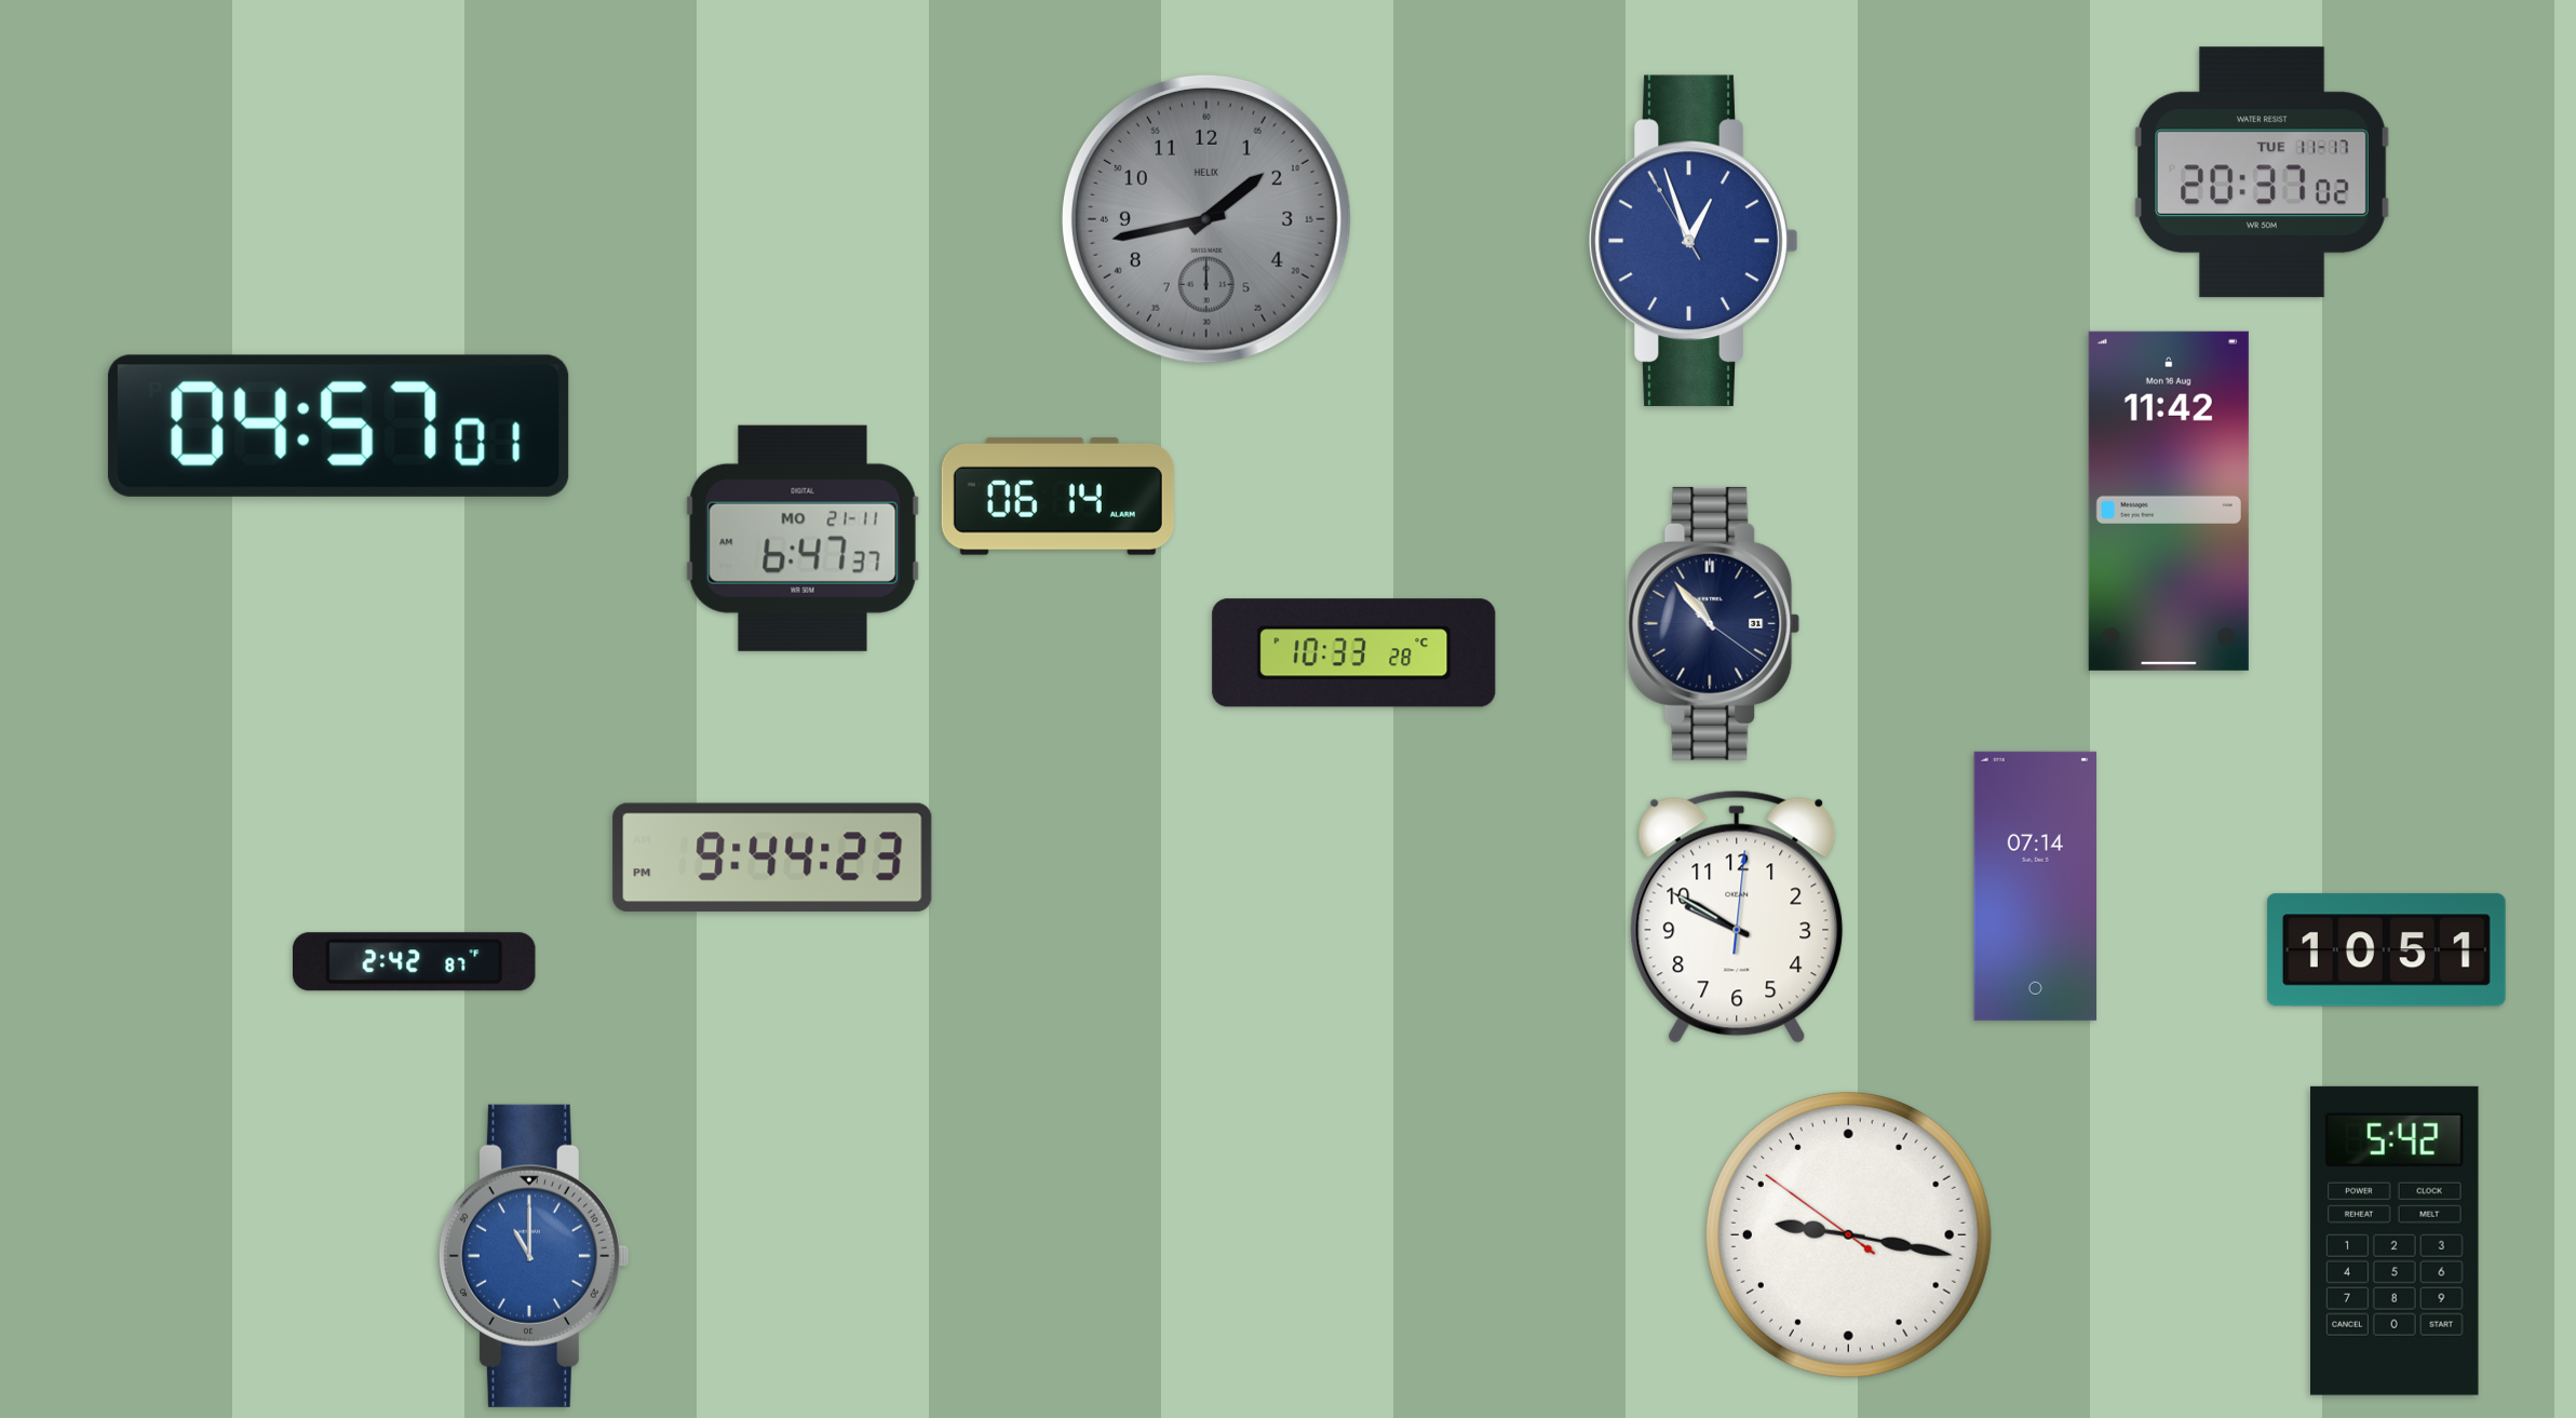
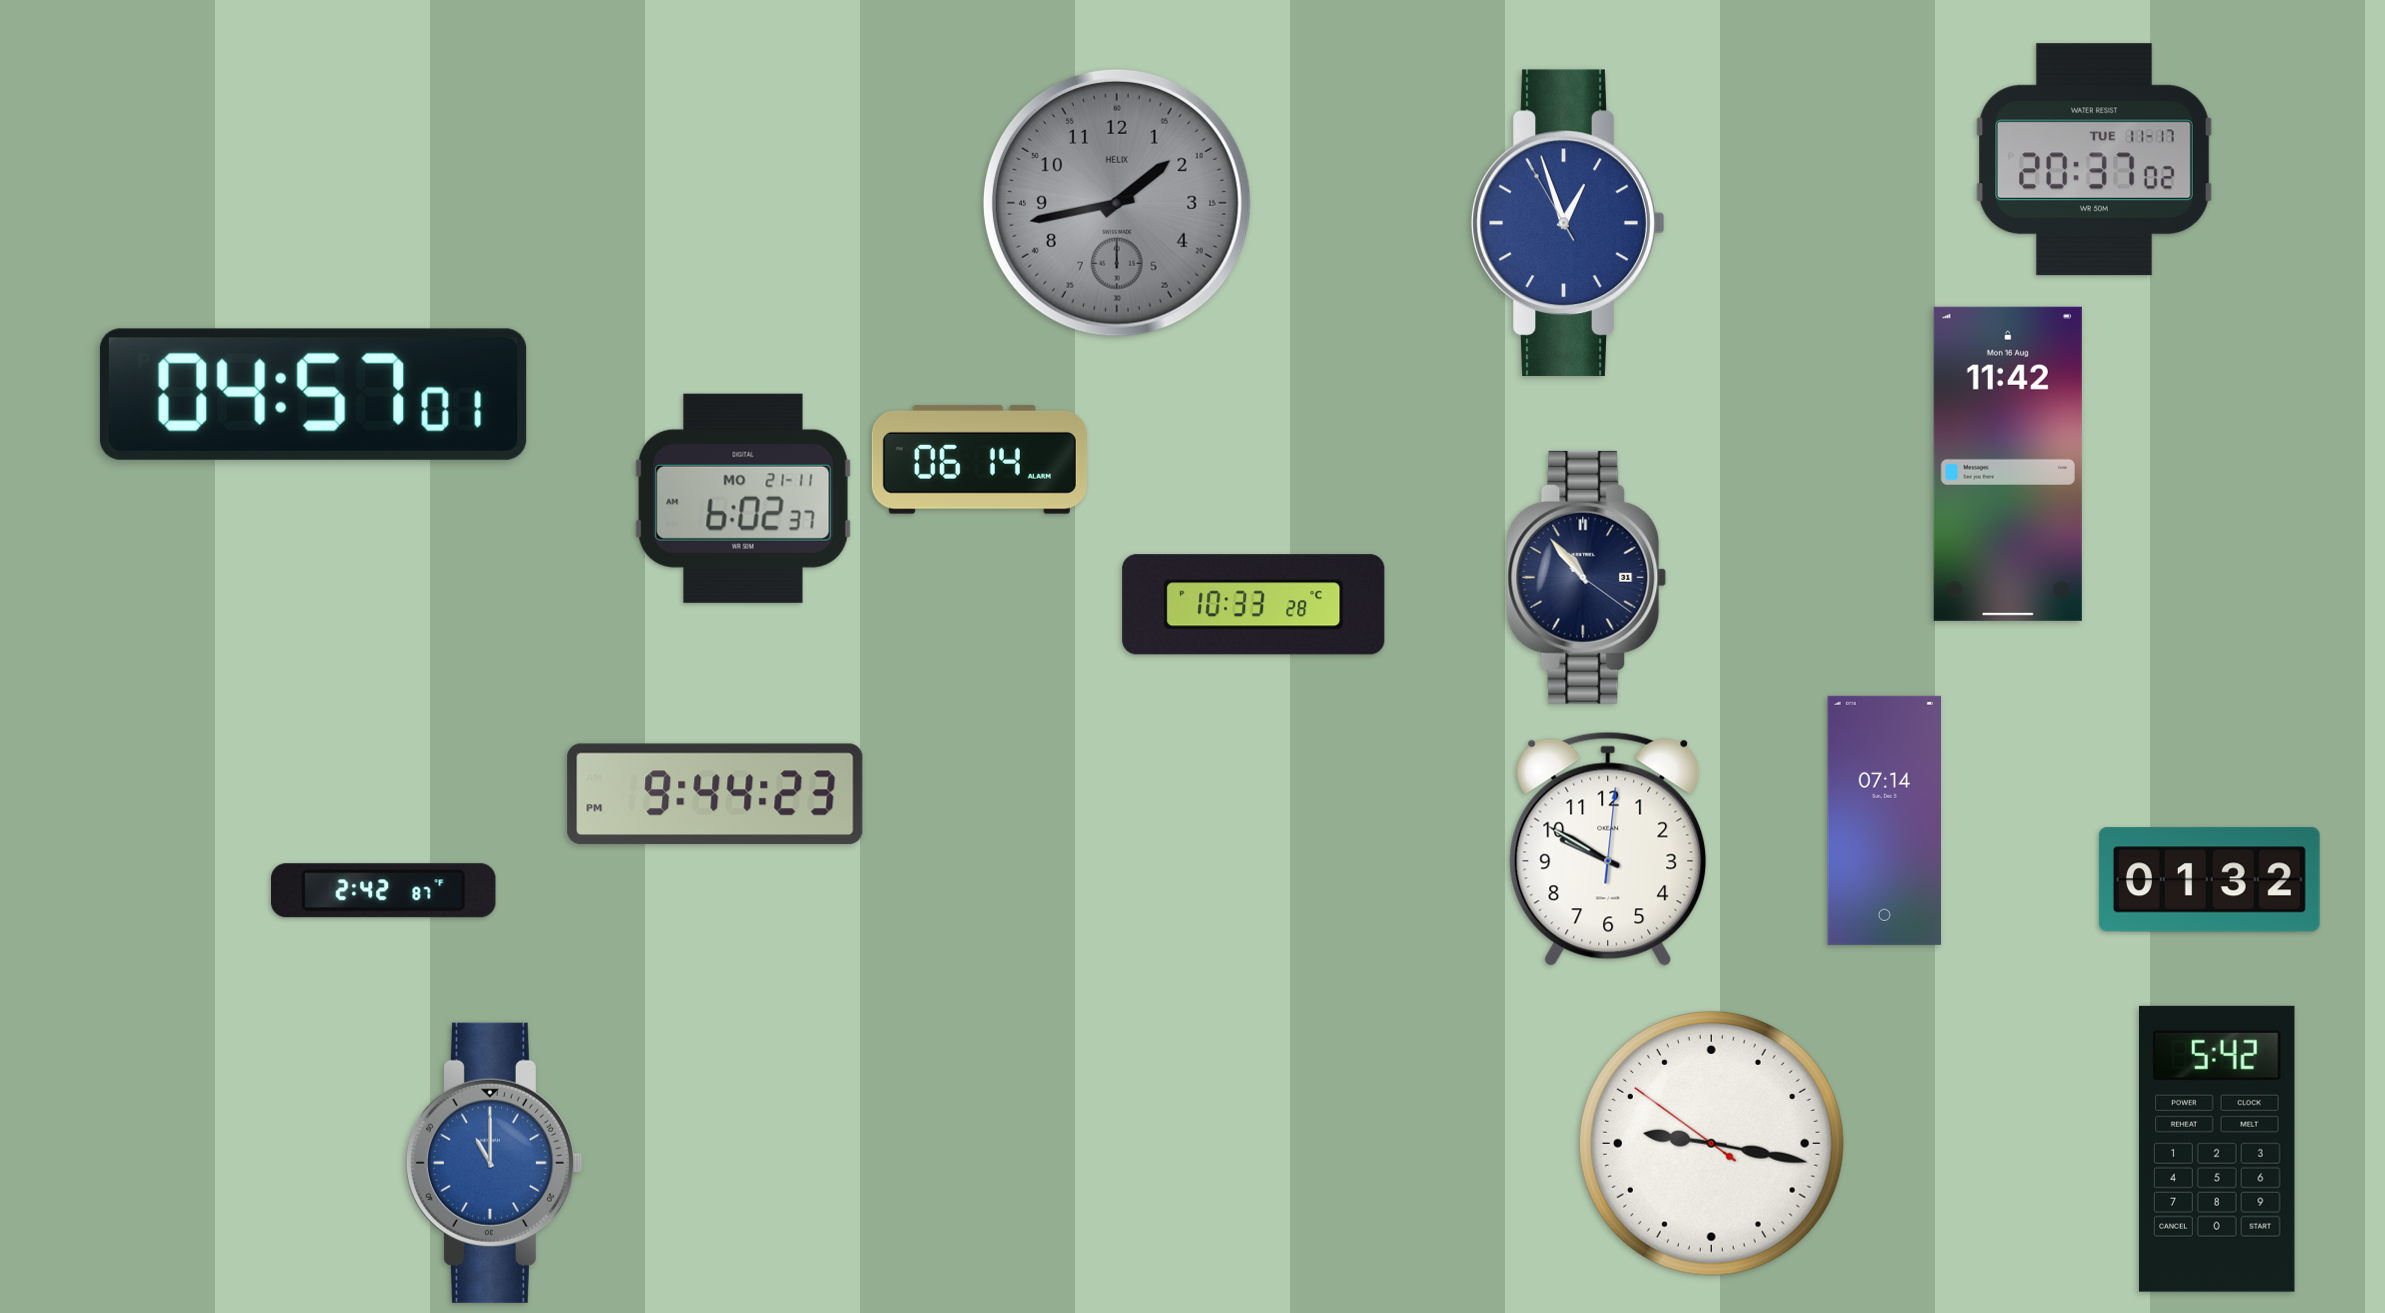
clock at (803, 538): 6:47 -> 6:02
clock at (2386, 950): 10:51 -> 01:32
